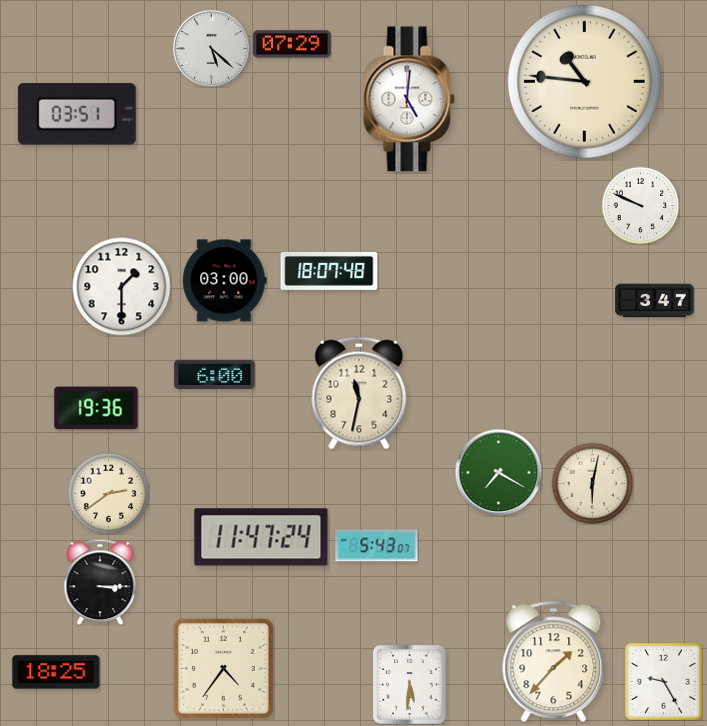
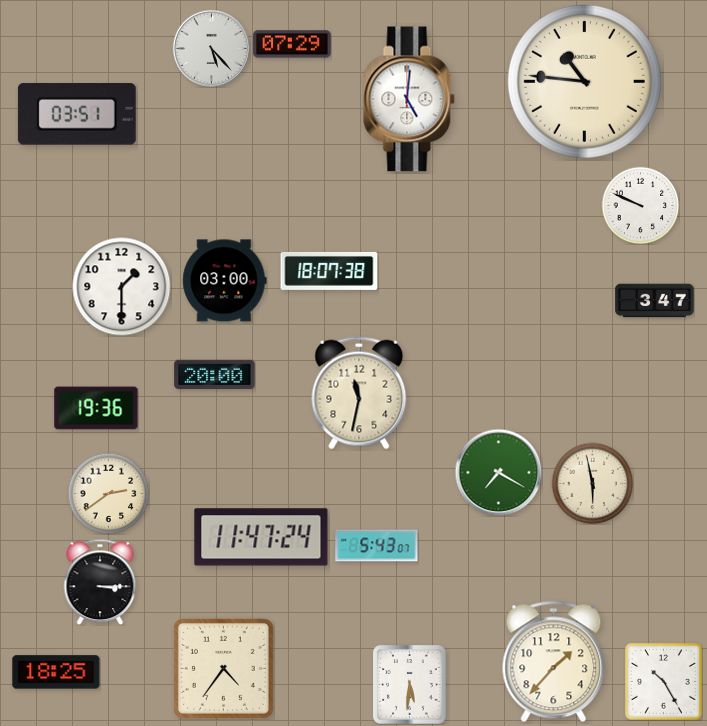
clock at (211, 48): 5:22 -> 5:23
clock at (329, 271): 18:07:48 -> 18:07:38
clock at (215, 375): 6:00 -> 20:00
clock at (592, 483): 6:02 -> 5:58
clock at (664, 682): 9:25 -> 10:25
